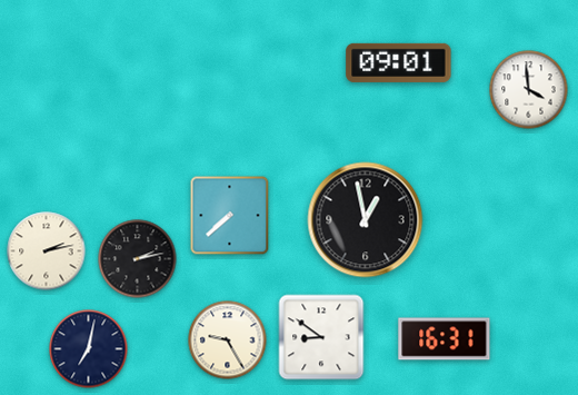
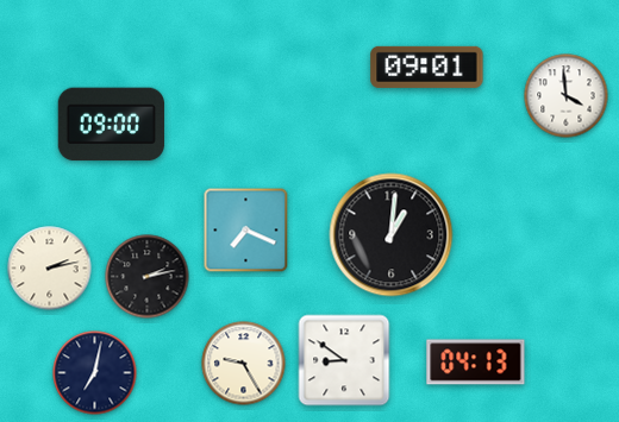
clock at (111, 125): none -> 09:00
clock at (230, 216): 7:38 -> 7:19
clock at (366, 220): 12:58 -> 1:01
clock at (445, 339): 16:31 -> 04:13
